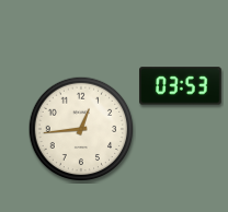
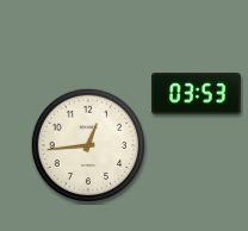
clock at (81, 129) position: (81, 129) -> (88, 145)
